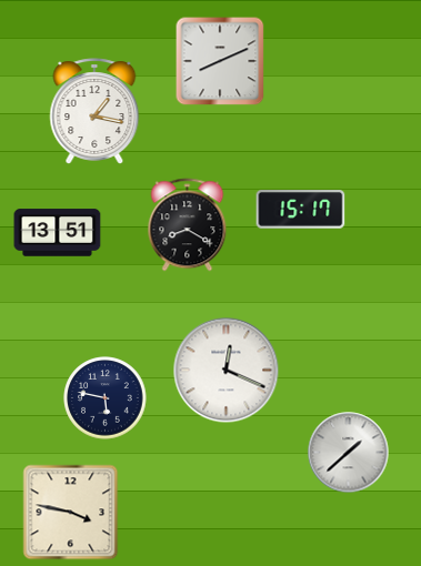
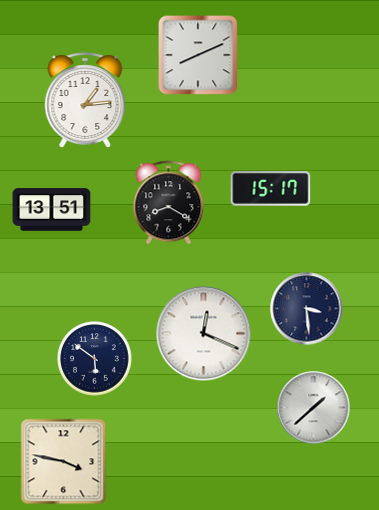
clock at (94, 111): 1:17 -> 1:14
clock at (307, 309): none -> 3:29
clock at (106, 398): 5:47 -> 5:51
